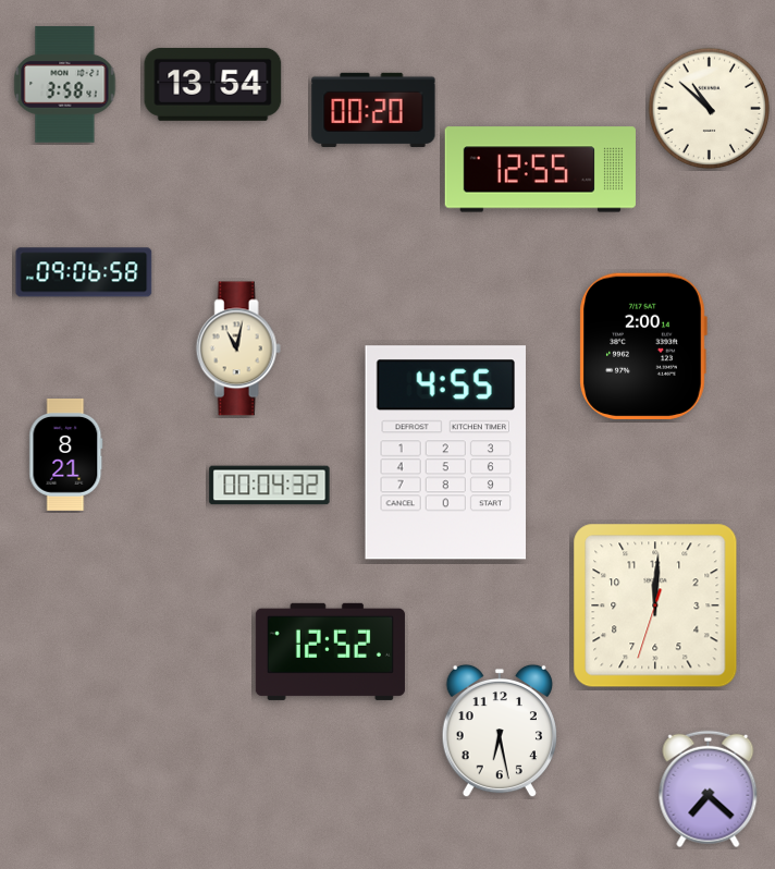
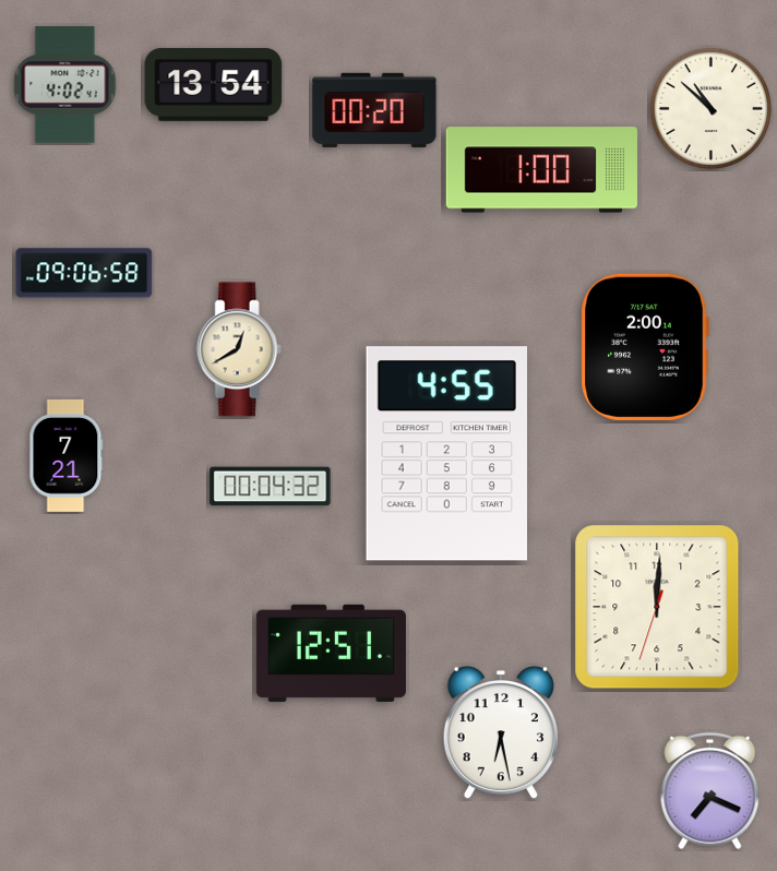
clock at (65, 85): 3:58 -> 4:02
clock at (540, 170): 12:55 -> 1:00
clock at (238, 348): 11:02 -> 12:40
clock at (66, 454): 8:21 -> 7:21
clock at (330, 651): 12:52 -> 12:51
clock at (709, 790): 7:22 -> 7:19
